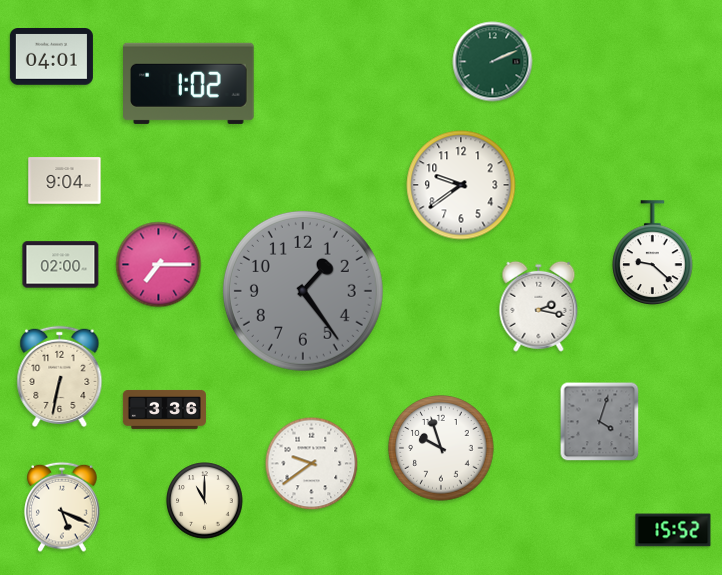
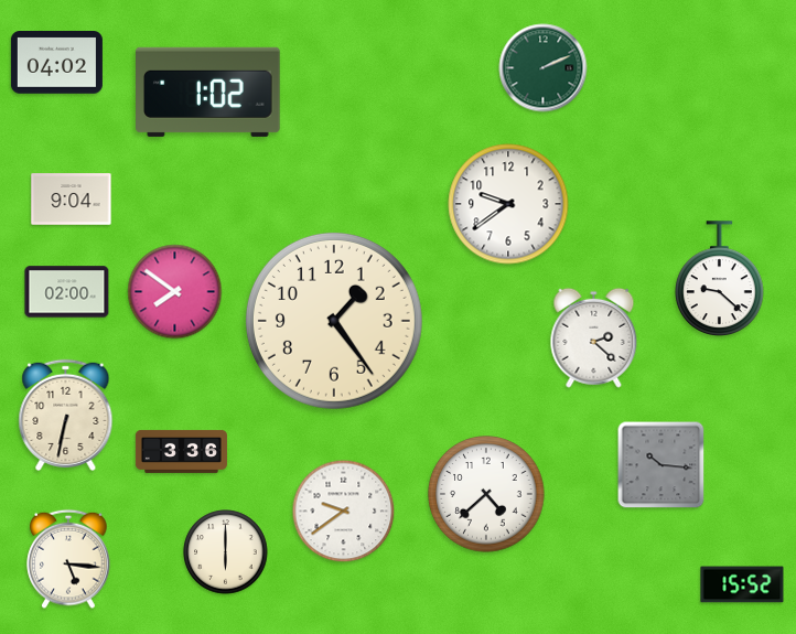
clock at (51, 57): 04:01 -> 04:02
clock at (159, 265): 7:15 -> 7:51
clock at (303, 291) dial: grey -> cream
clock at (539, 306): 2:17 -> 2:22
clock at (600, 422): 4:03 -> 10:16
clock at (441, 448): 9:57 -> 4:38
clock at (205, 501): 11:00 -> 6:00
clock at (62, 507): 5:19 -> 5:16
